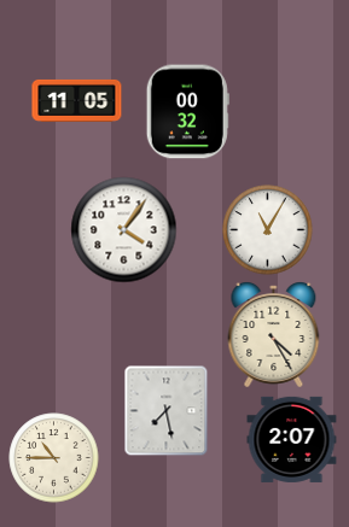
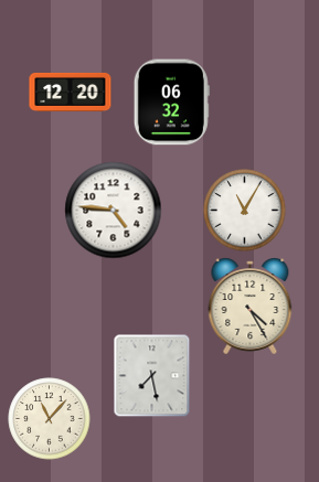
clock at (77, 100): 11:05 -> 12:20
clock at (187, 112): 00:32 -> 06:32
clock at (124, 230): 4:06 -> 4:46
clock at (292, 439): 2:07 -> none
clock at (54, 458): 10:45 -> 11:07
